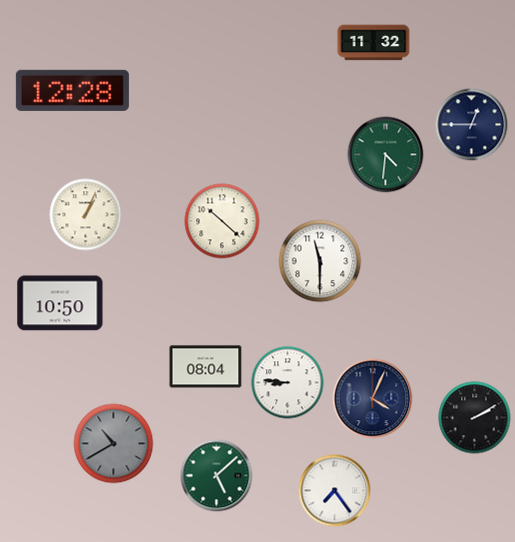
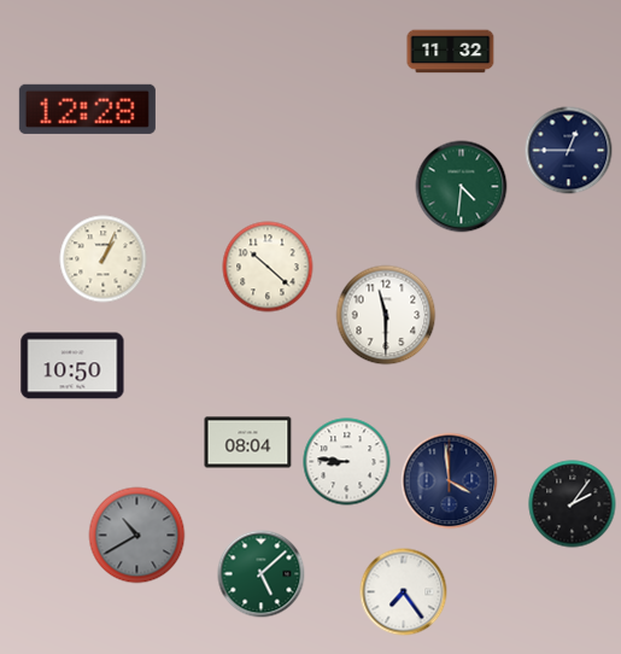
clock at (386, 155) position: (386, 155) -> (462, 187)
clock at (373, 399): 4:04 -> 3:59
clock at (475, 418): 2:10 -> 2:06
